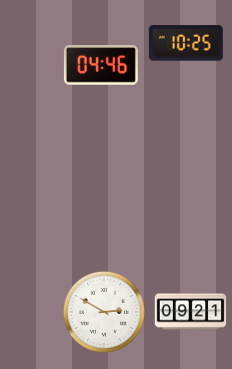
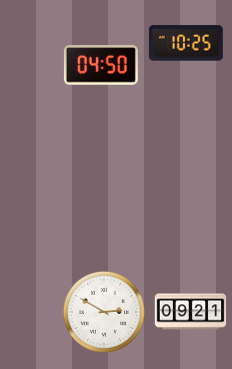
clock at (101, 65): 04:46 -> 04:50
